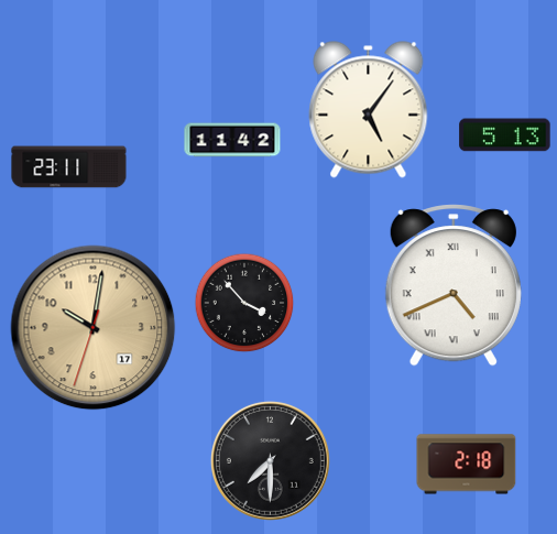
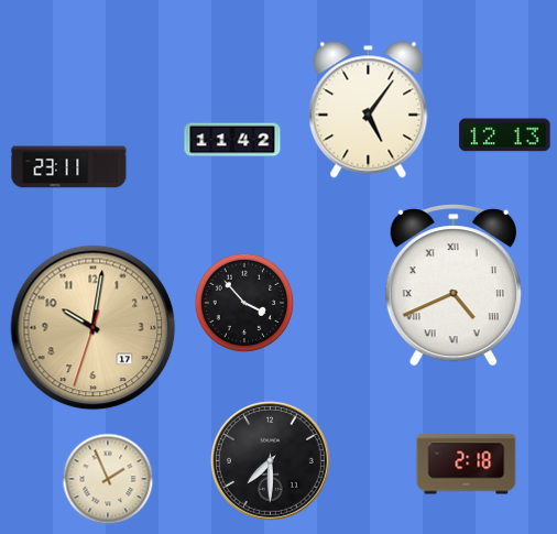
clock at (505, 135): 5:13 -> 12:13
clock at (108, 479): none -> 1:56
